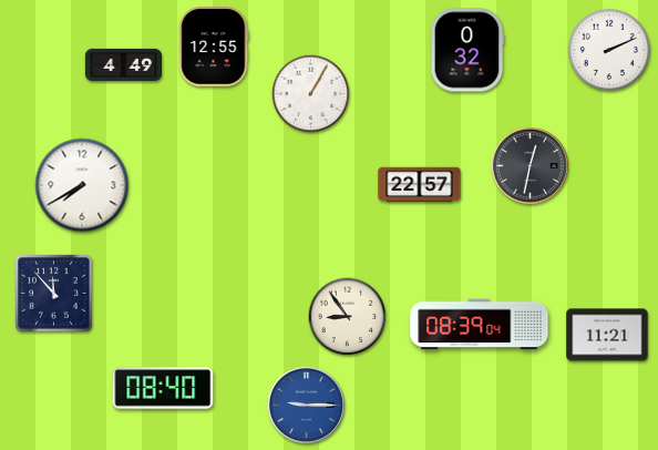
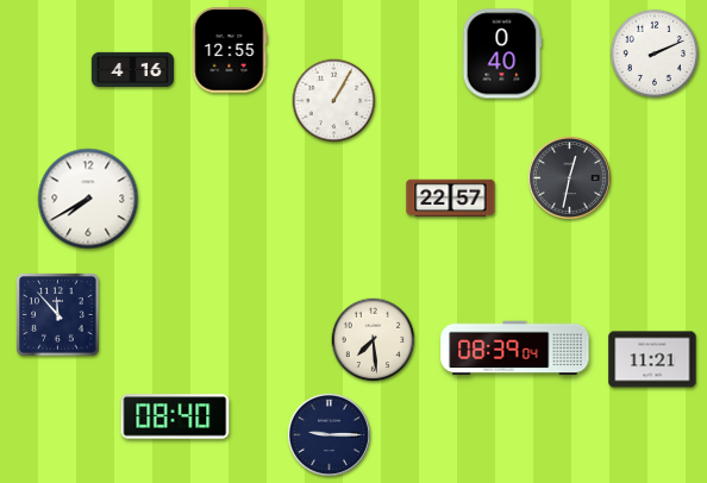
clock at (467, 50): 0:32 -> 0:40
clock at (123, 64): 4:49 -> 4:16
clock at (348, 317): 8:54 -> 7:29
clock at (306, 405) dial: blue -> navy
